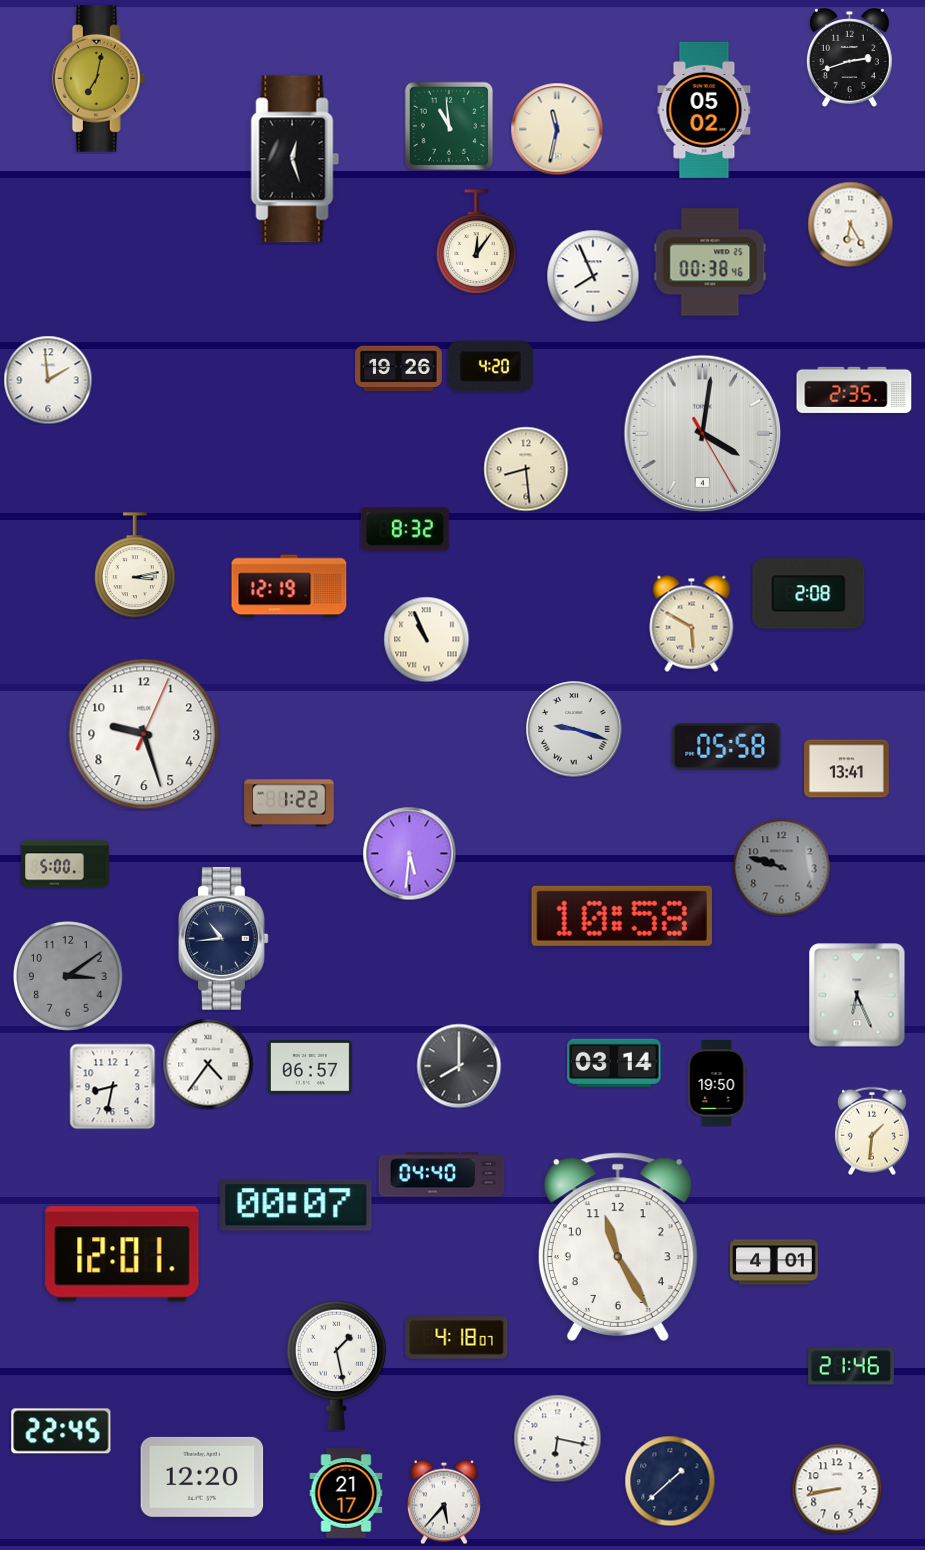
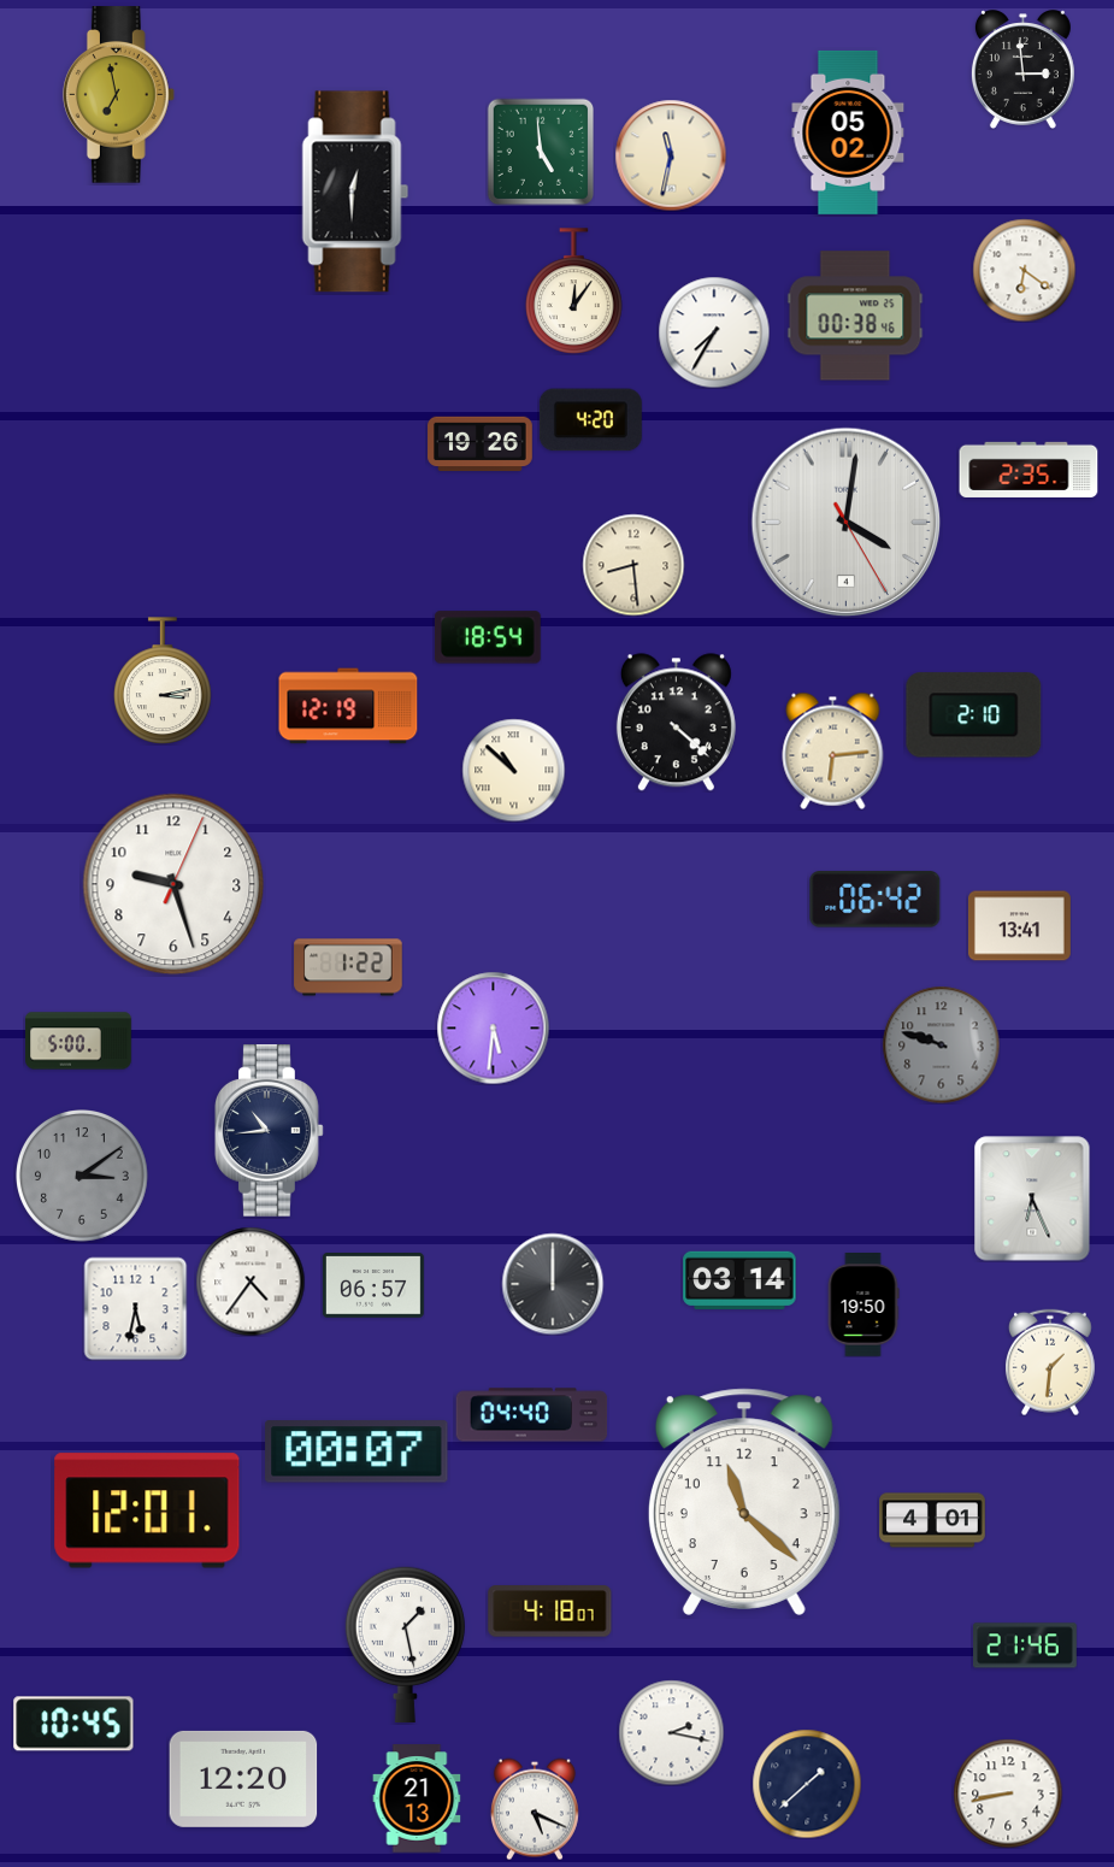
clock at (849, 58): 2:42 -> 2:59
clock at (98, 79): 7:02 -> 6:58
clock at (449, 126): 10:59 -> 4:59
clock at (295, 159): 12:27 -> 12:30
clock at (850, 224): 6:25 -> 6:21
clock at (593, 276): 7:56 -> 7:35
clock at (490, 367) position: (490, 367) -> (590, 420)
clock at (48, 380): 1:59 -> none
clock at (405, 529): 8:32 -> 18:54
clock at (809, 594): 2:08 -> 2:10
clock at (676, 723): none -> 4:22
clock at (692, 623): 5:50 -> 6:14
clock at (426, 639): 10:56 -> 10:52
clock at (574, 729): 9:18 -> none
clock at (727, 747): 05:58 -> 06:42
clock at (622, 916): 10:58 -> none
clock at (459, 1066): 8:00 -> 12:00
clock at (112, 1086): 8:32 -> 5:32
clock at (618, 1247): 11:25 -> 11:22
clock at (61, 1431): 22:45 -> 10:45
clock at (557, 1438): 6:17 -> 2:17
clock at (346, 1493): 21:17 -> 21:13
clock at (444, 1502): 5:37 -> 5:19
